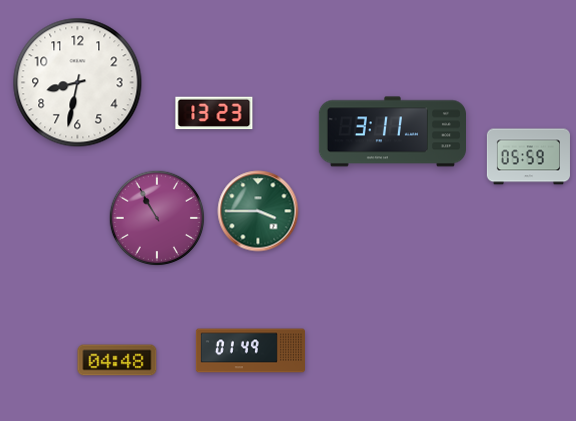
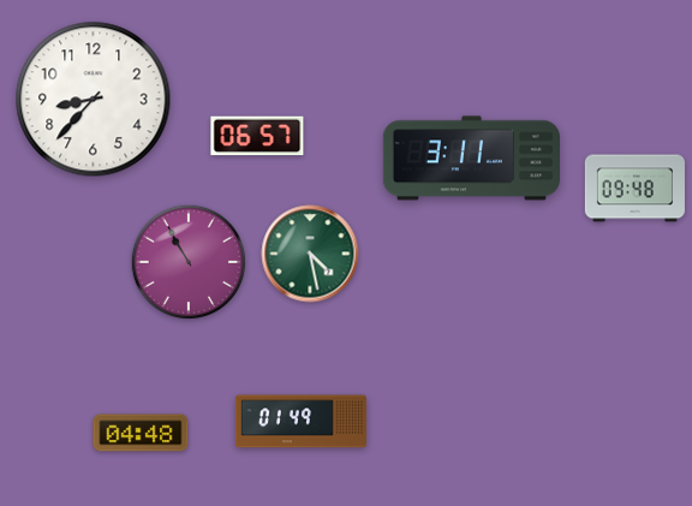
clock at (78, 83): 8:32 -> 8:37
clock at (214, 113): 13:23 -> 06:57
clock at (528, 157): 05:59 -> 09:48
clock at (258, 211): 3:45 -> 4:28
